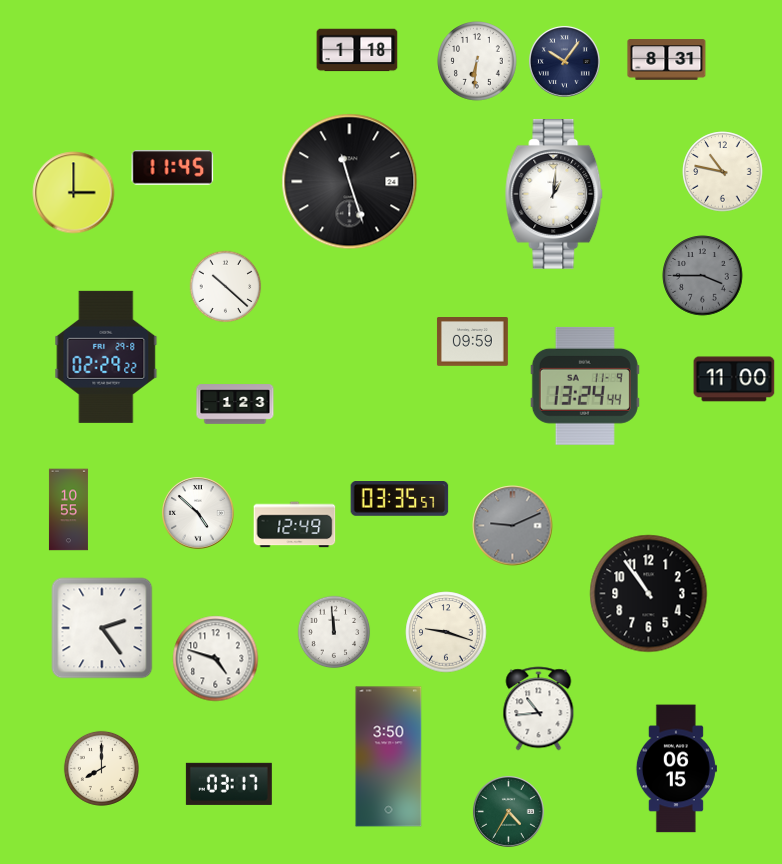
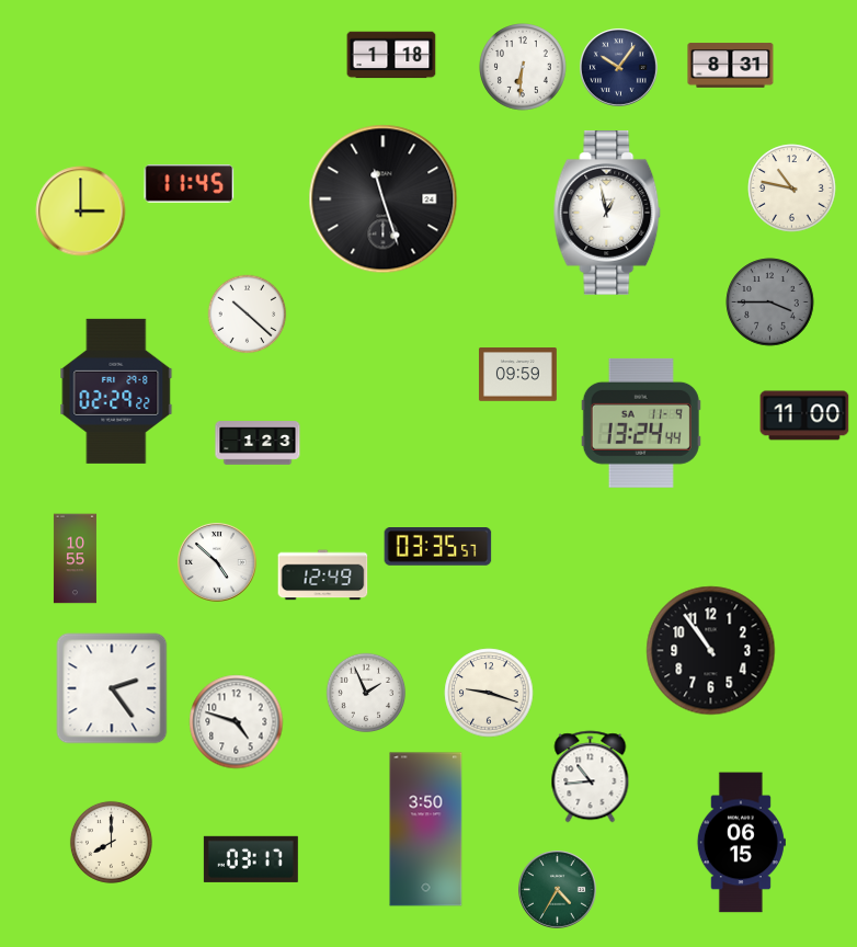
clock at (554, 195): 1:01 -> 12:58
clock at (513, 526): 9:11 -> none
clock at (334, 632): 11:59 -> 1:56
